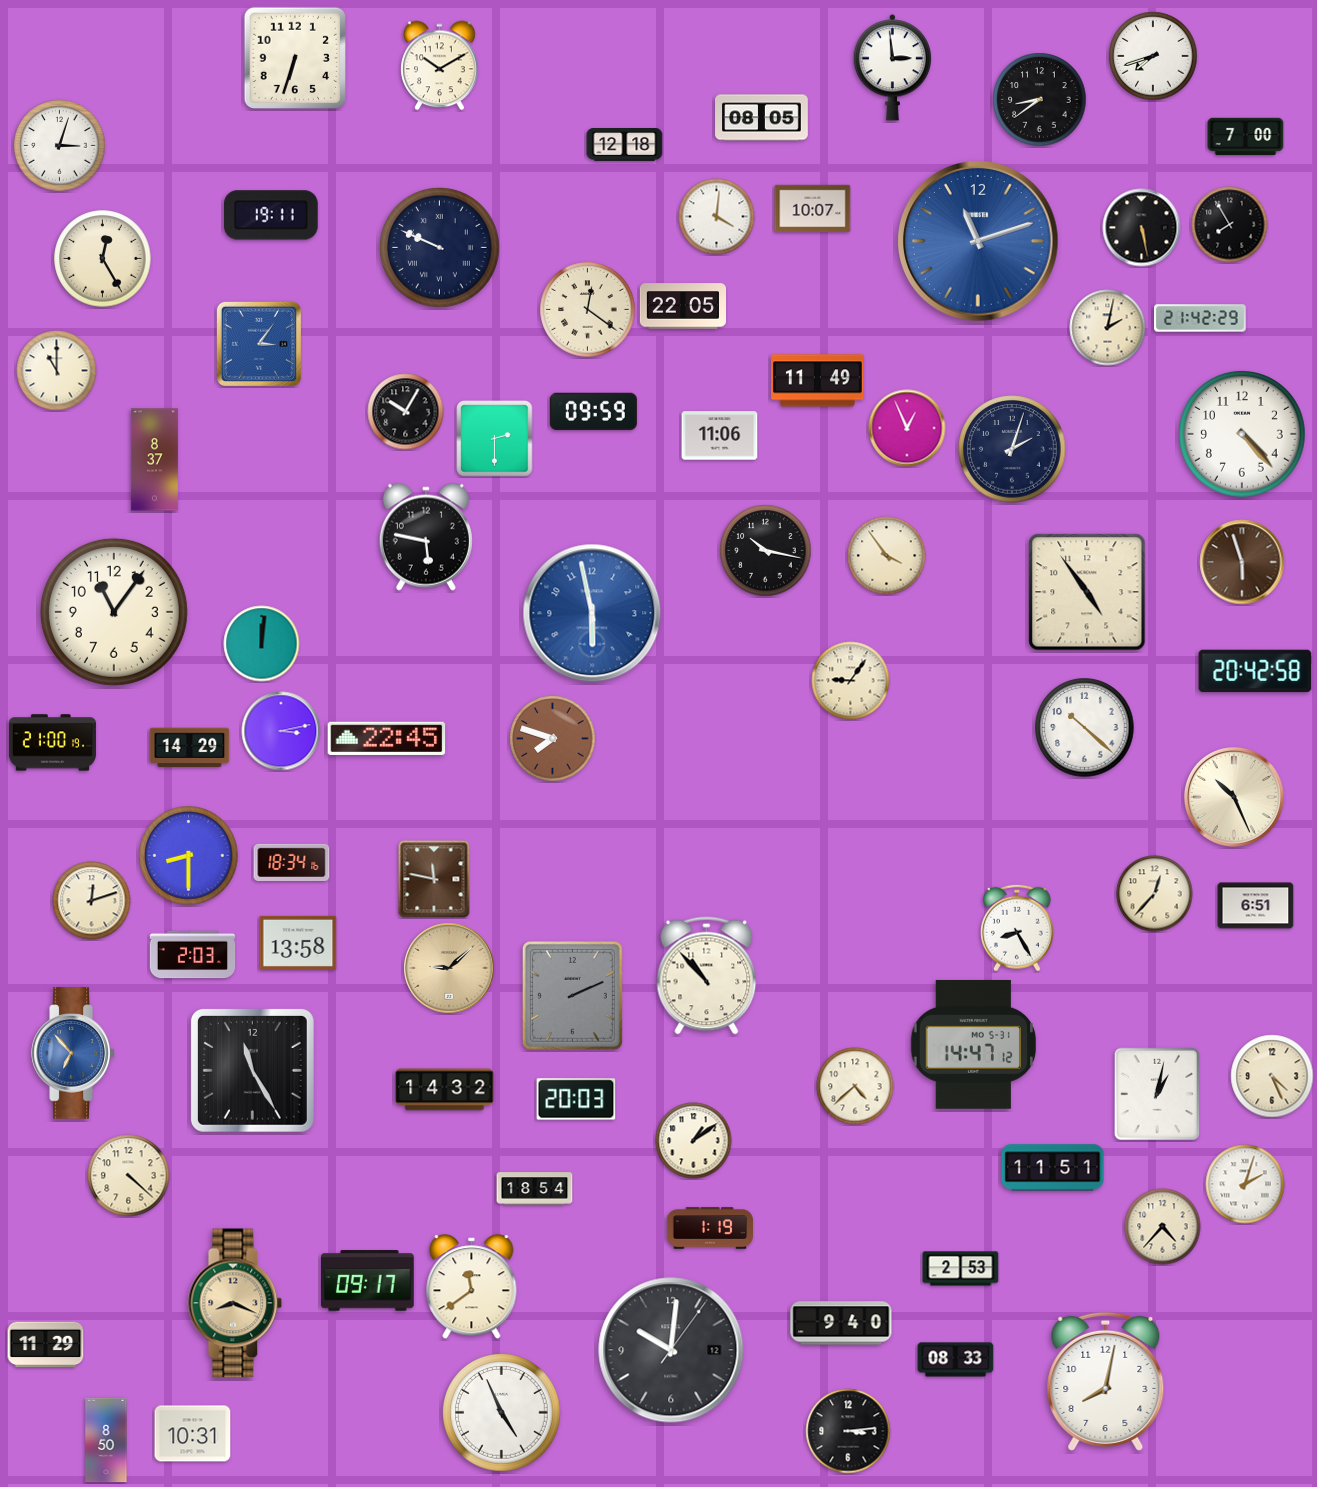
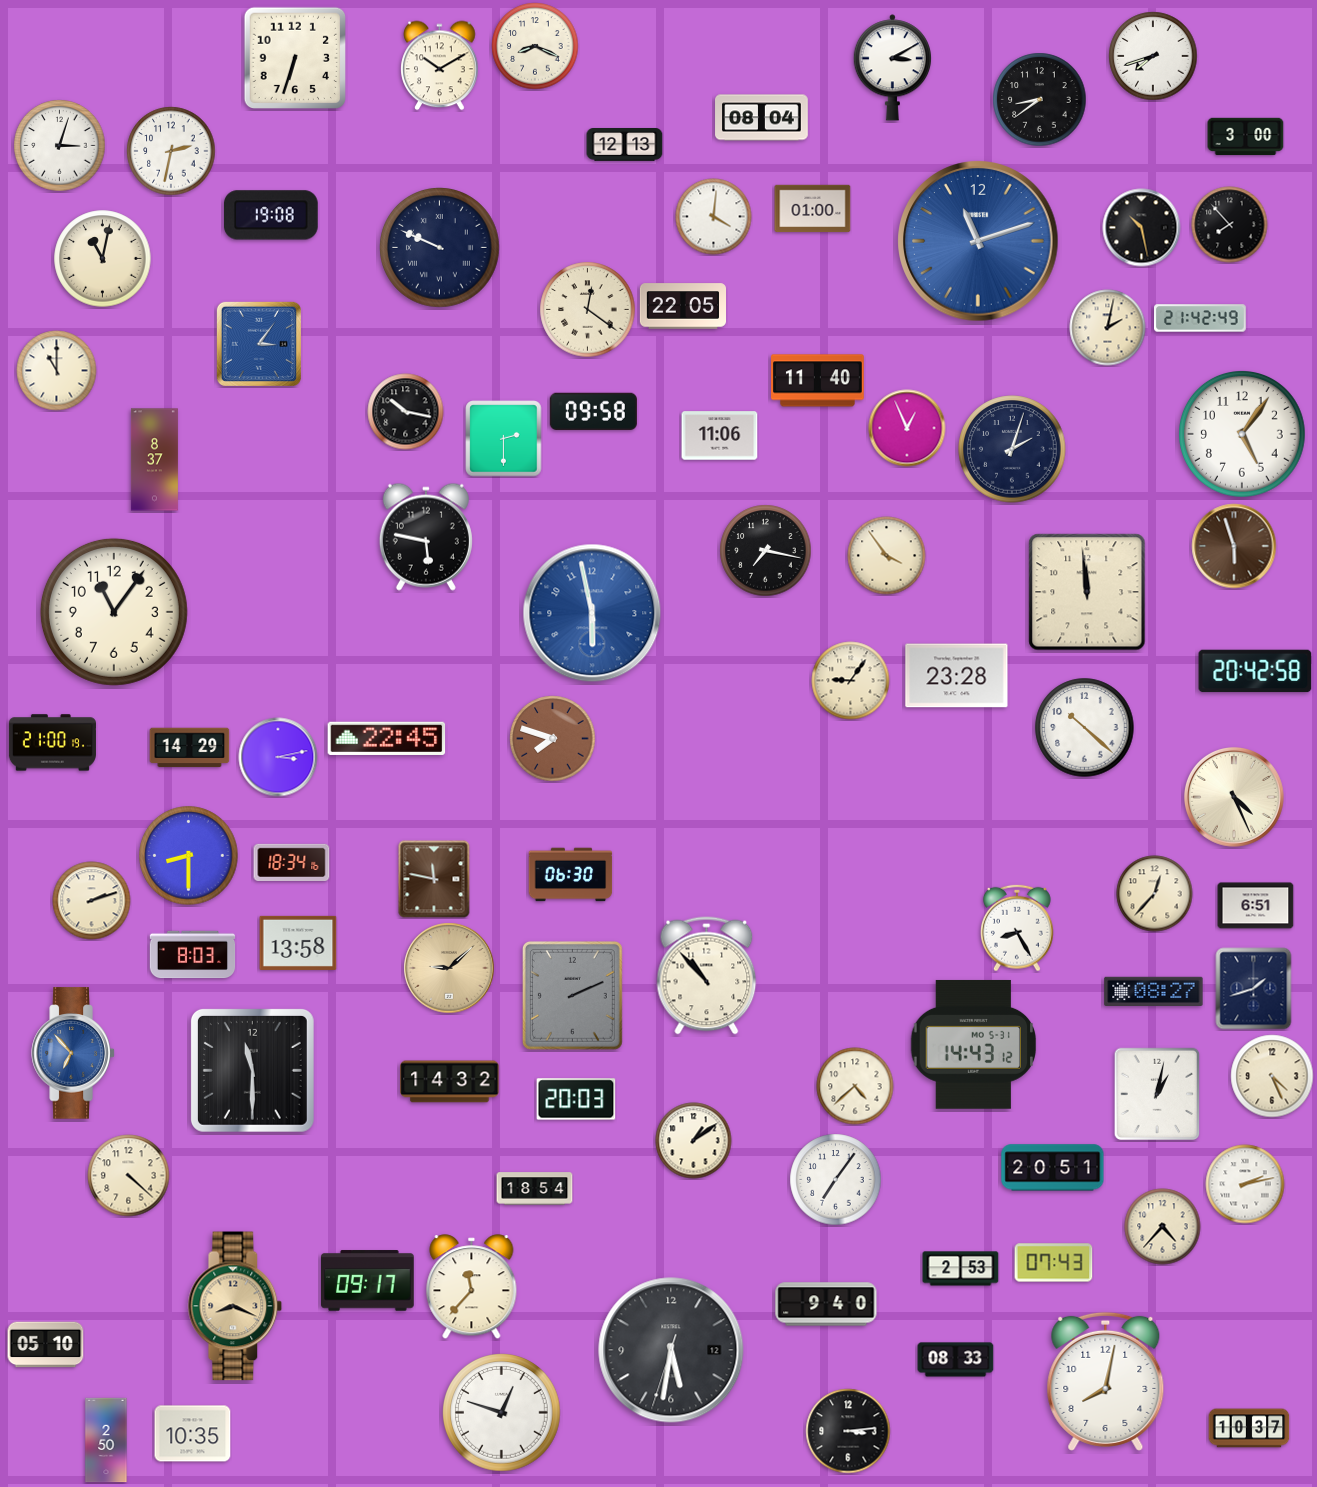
clock at (535, 46): none -> 8:19
clock at (892, 68): 2:59 -> 3:10
clock at (762, 118): 08:05 -> 08:04
clock at (1246, 137): 7:00 -> 3:00
clock at (625, 145): 12:18 -> 12:13
clock at (171, 151): none -> 2:32
clock at (813, 209): 10:07 -> 01:00
clock at (272, 215): 19:11 -> 19:08
clock at (717, 217) position: (717, 217) -> (714, 217)
clock at (1230, 225): 7:55 -> 7:53
clock at (1142, 228): 5:28 -> 10:28
clock at (103, 259): 12:25 -> 11:02
clock at (1201, 318): 21:42:29 -> 21:42:49
clock at (818, 381): 11:49 -> 11:40
clock at (593, 411): 09:59 -> 09:58
clock at (406, 412): 10:05 -> 10:17
clock at (1243, 435): 4:23 -> 5:06
clock at (495, 439) position: (495, 439) -> (504, 439)
clock at (766, 551): 10:17 -> 7:17
clock at (1242, 562) position: (1242, 562) -> (1234, 546)
clock at (1087, 592): 4:54 -> 11:59
clock at (262, 644): 12:01 -> none
clock at (957, 676): none -> 23:28
clock at (281, 731) position: (281, 731) -> (278, 757)
clock at (1234, 797): 10:26 -> 4:26
clock at (571, 875): none -> 06:30
clock at (92, 901): 12:12 -> 2:12
clock at (193, 955): 2:03 -> 8:03
clock at (1254, 989): none -> 1:42
clock at (1154, 991): none -> 08:27
clock at (974, 1044): 14:47 -> 14:43
clock at (252, 1070): 11:25 -> 11:30
clock at (445, 1090) position: (445, 1090) -> (450, 1082)
clock at (1053, 1168): 11:51 -> 20:51
clock at (836, 1180): none -> 7:06
clock at (1245, 1184): 2:03 -> 2:13
clock at (709, 1228): 1:19 -> none
clock at (1054, 1263): none -> 07:43
clock at (472, 1287): 11:39 -> 11:37
clock at (235, 1303) position: (235, 1303) -> (235, 1306)
clock at (841, 1323) position: (841, 1323) -> (826, 1304)
clock at (46, 1345): 11:29 -> 05:10
clock at (671, 1350): 10:01 -> 5:31
clock at (502, 1413): 4:56 -> 12:48
clock at (1249, 1428): none -> 10:37
clock at (193, 1434): 10:31 -> 10:35
clock at (106, 1440): 8:50 -> 2:50
